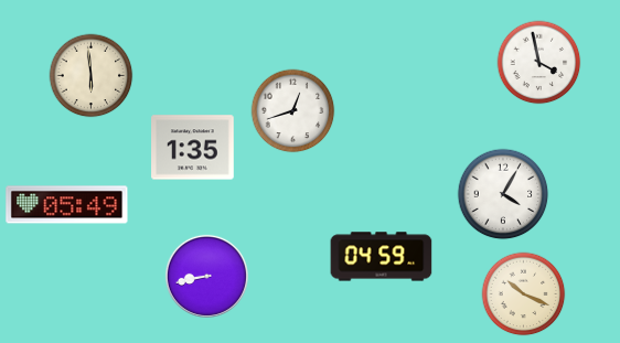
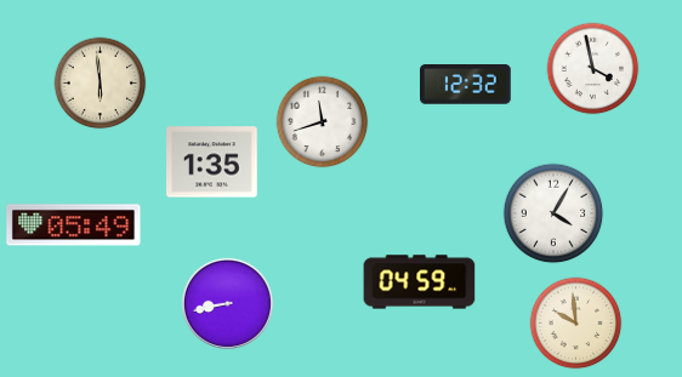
clock at (466, 85): none -> 12:32
clock at (293, 111): 12:42 -> 11:42
clock at (524, 294): 10:19 -> 9:59
